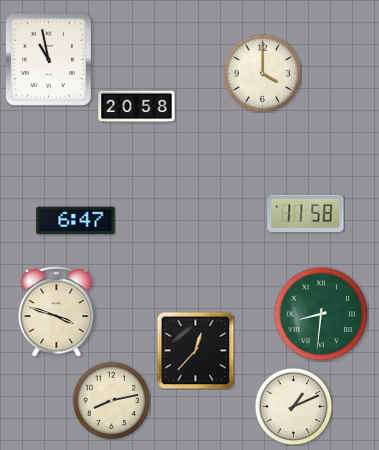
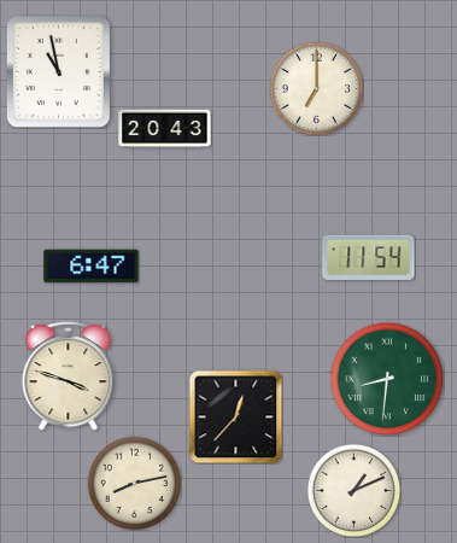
clock at (262, 73): 4:00 -> 7:00
clock at (137, 107): 20:58 -> 20:43
clock at (306, 213): 11:58 -> 11:54
clock at (195, 350) position: (195, 350) -> (235, 416)
